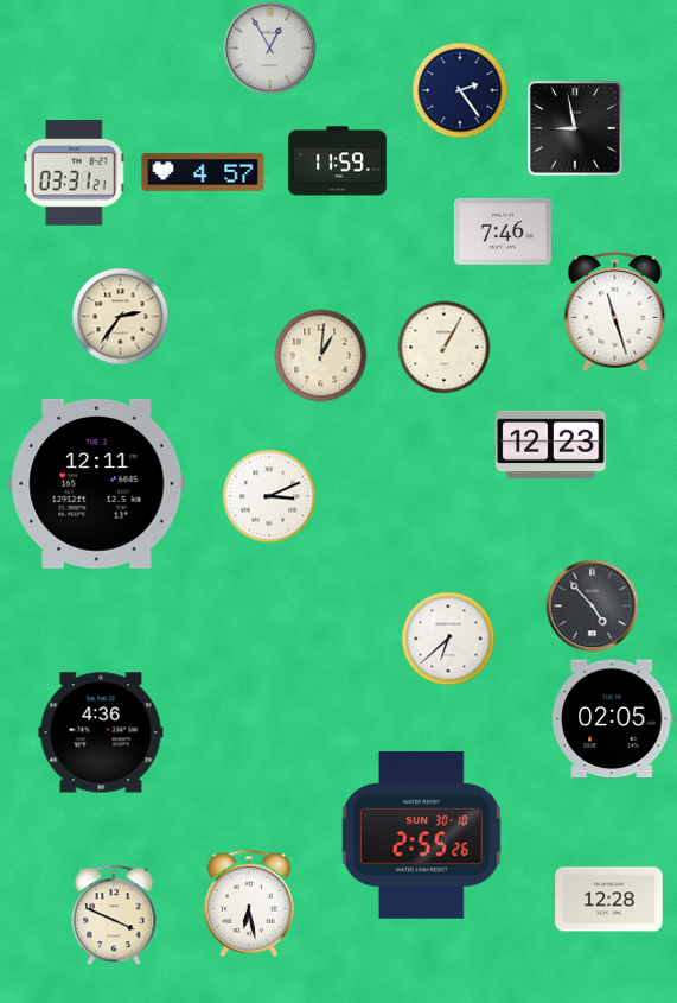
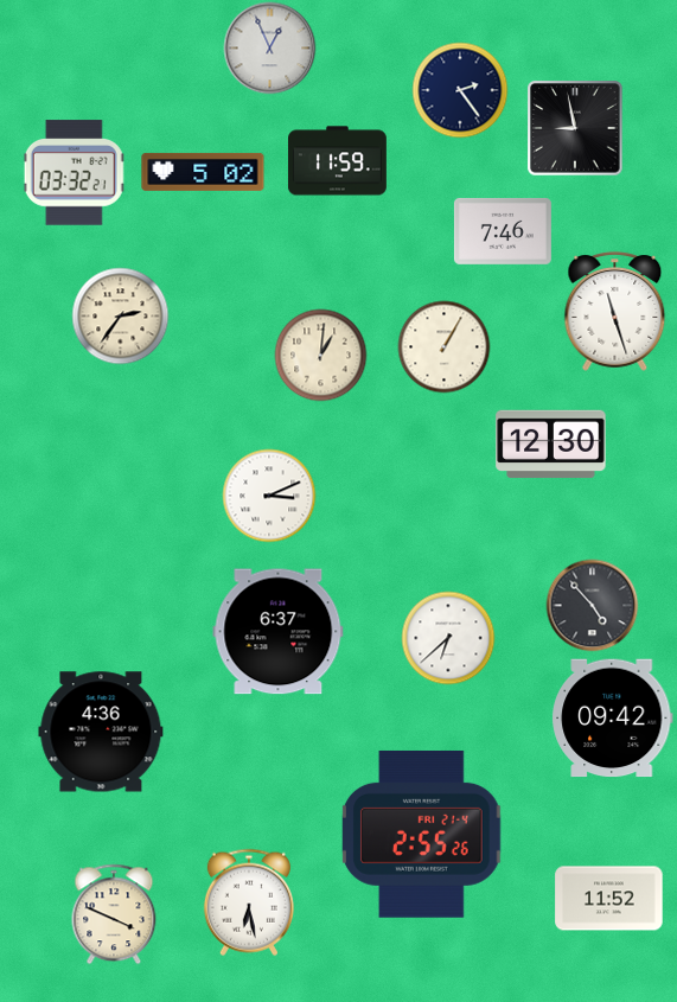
clock at (269, 47): 12:55 -> 12:56
clock at (203, 172): 4:57 -> 5:02
clock at (75, 173): 03:31 -> 03:32
clock at (551, 445): 12:23 -> 12:30
clock at (97, 483): 12:11 -> none
clock at (279, 632): none -> 6:37
clock at (613, 719): 02:05 -> 09:42
clock at (422, 834) date: SUN 30-10 -> FRI 21-4
clock at (609, 900): 12:28 -> 11:52
